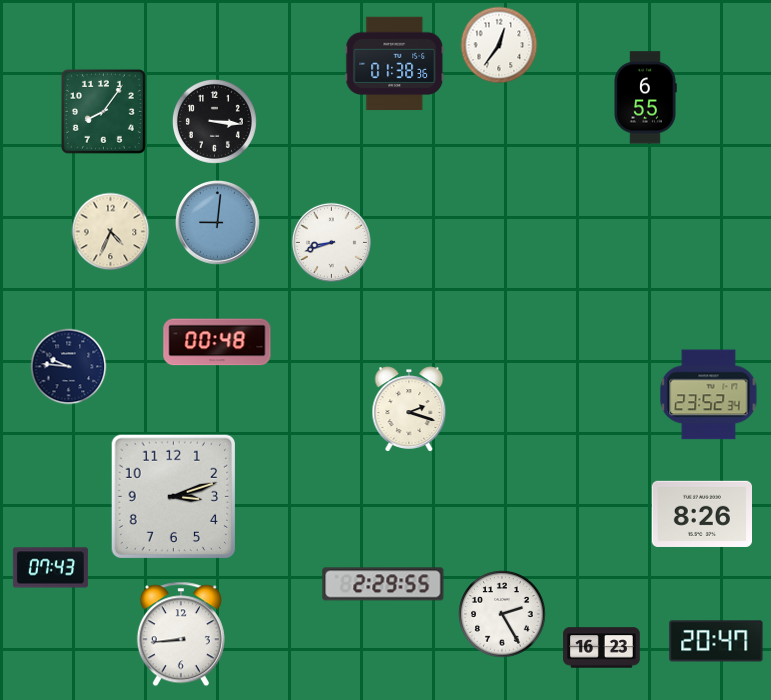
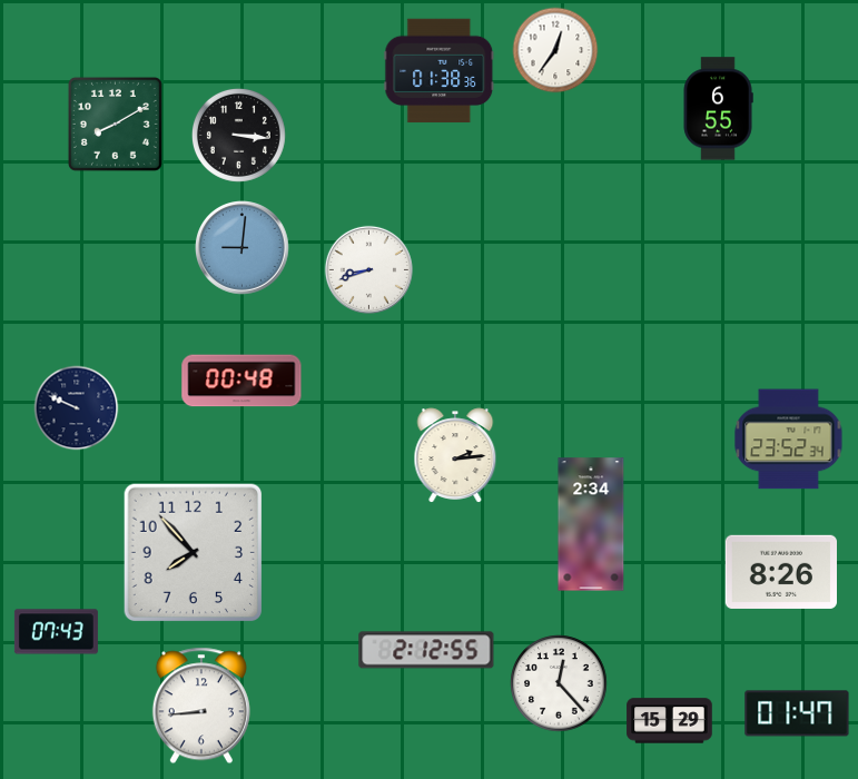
clock at (103, 111): 8:06 -> 8:10
clock at (111, 232): 4:34 -> none
clock at (69, 367): 9:46 -> 9:49
clock at (409, 409): 2:18 -> 2:14
clock at (591, 524): none -> 2:34
clock at (174, 497): 3:12 -> 7:53
clock at (383, 584): 2:29 -> 2:12
clock at (502, 614): 2:25 -> 12:23
clock at (716, 641): 20:47 -> 01:47
clock at (602, 648): 16:23 -> 15:29
